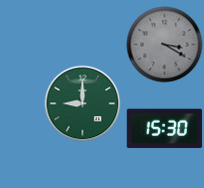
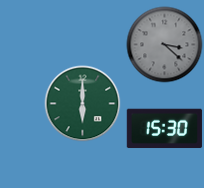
clock at (165, 45): 3:20 -> 3:22
clock at (83, 104): 9:00 -> 6:00
